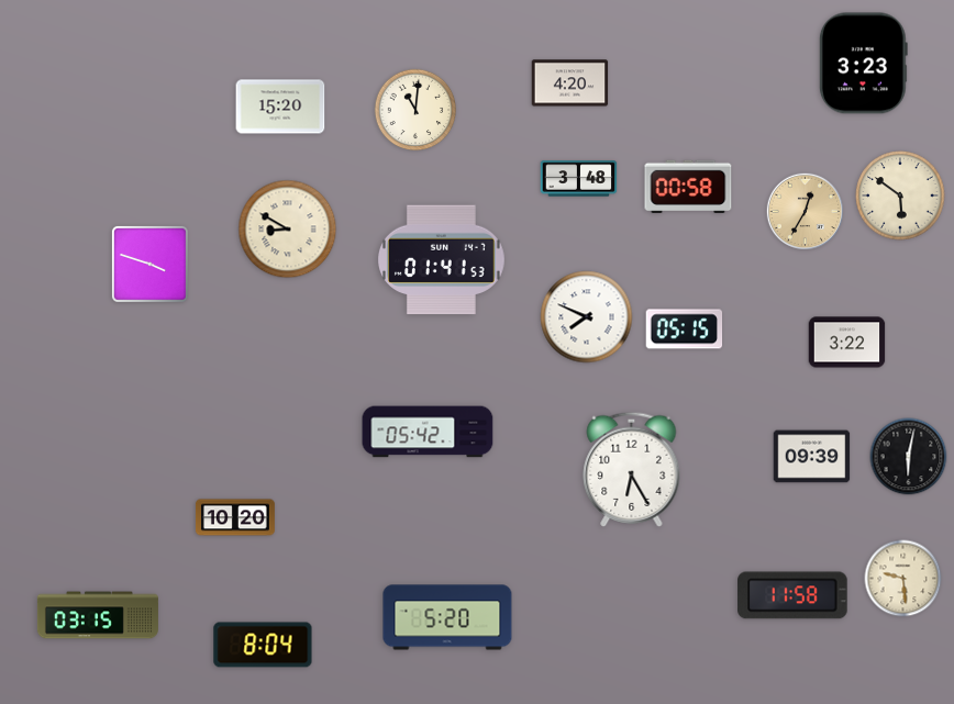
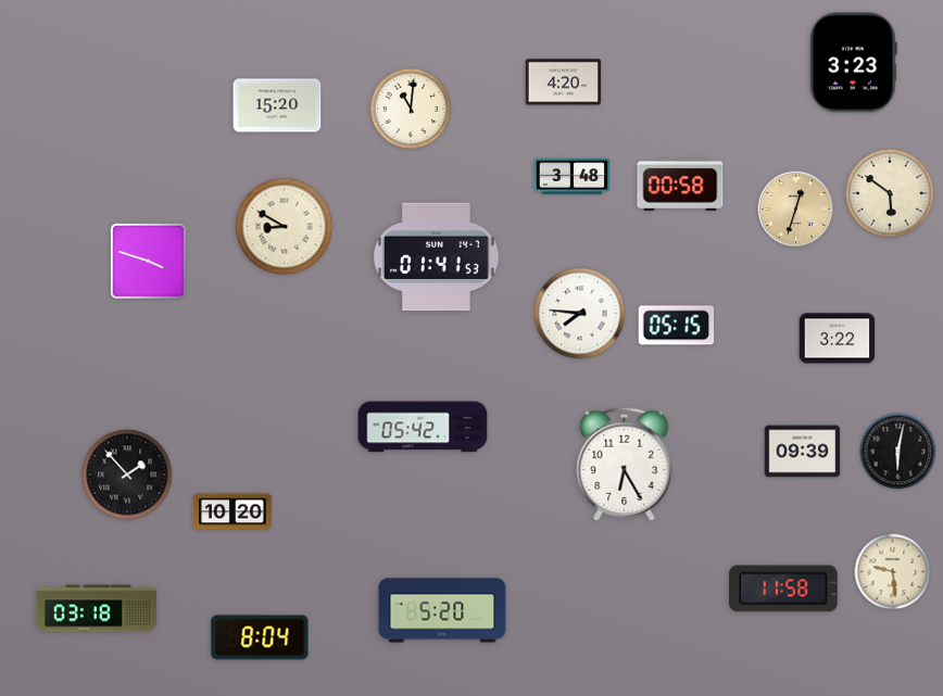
clock at (806, 212): 12:35 -> 12:33
clock at (587, 317): 7:49 -> 7:46
clock at (127, 474): none -> 1:53
clock at (98, 615): 03:15 -> 03:18
